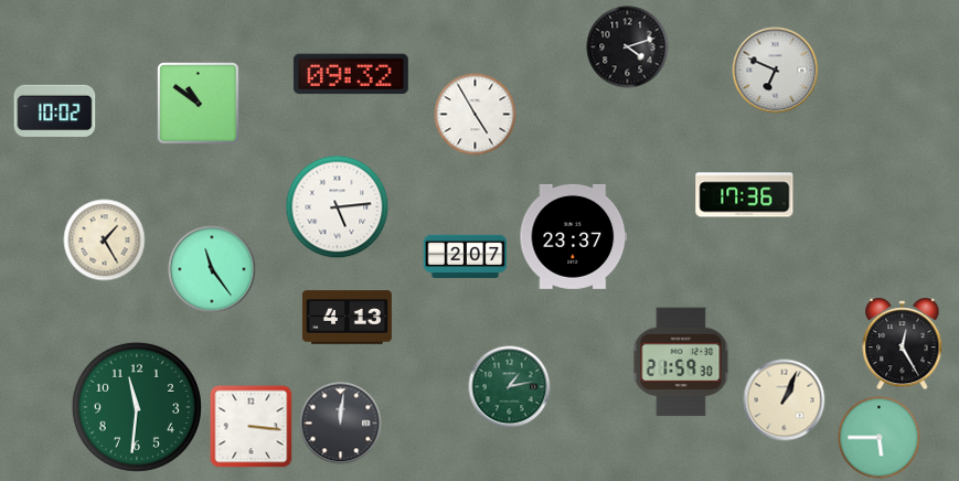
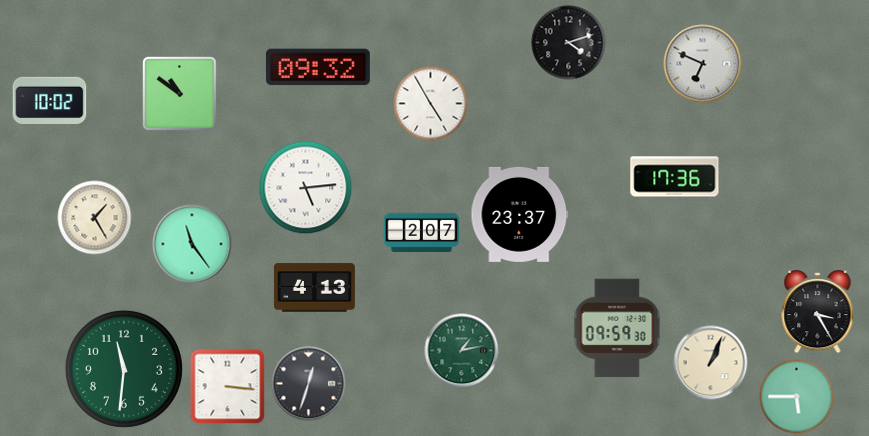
clock at (903, 345): 12:25 -> 3:25
clock at (681, 362): 21:59 -> 09:59
clock at (341, 424): 12:01 -> 12:33
